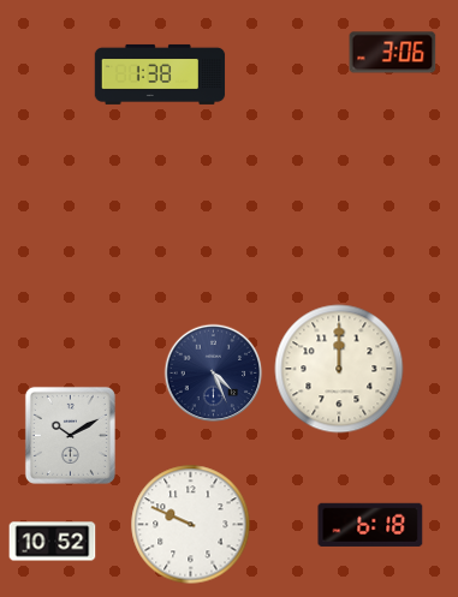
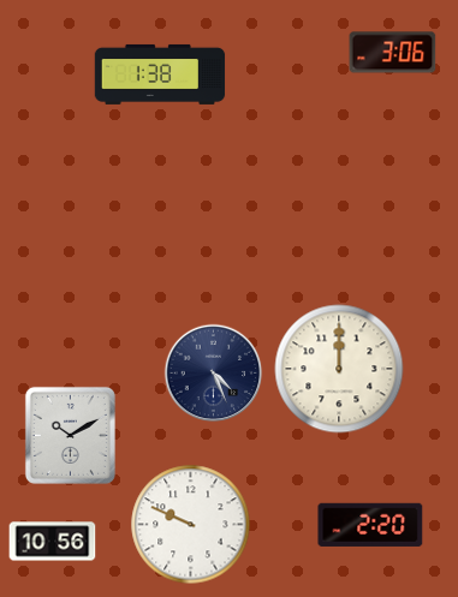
clock at (370, 525): 6:18 -> 2:20
clock at (53, 542): 10:52 -> 10:56
